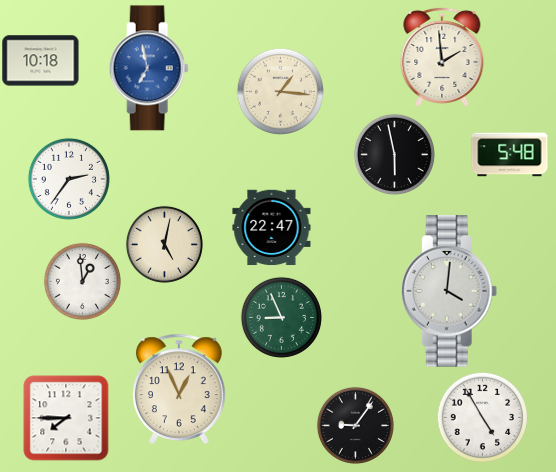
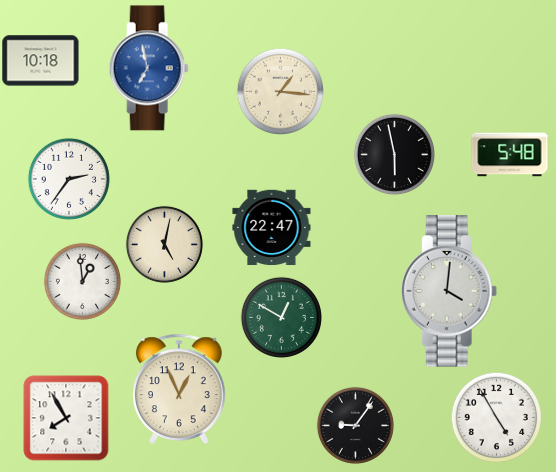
clock at (442, 57): 1:59 -> none
clock at (281, 317): 8:56 -> 12:50
clock at (482, 417) position: (482, 417) -> (496, 417)
clock at (66, 418): 7:45 -> 7:55
